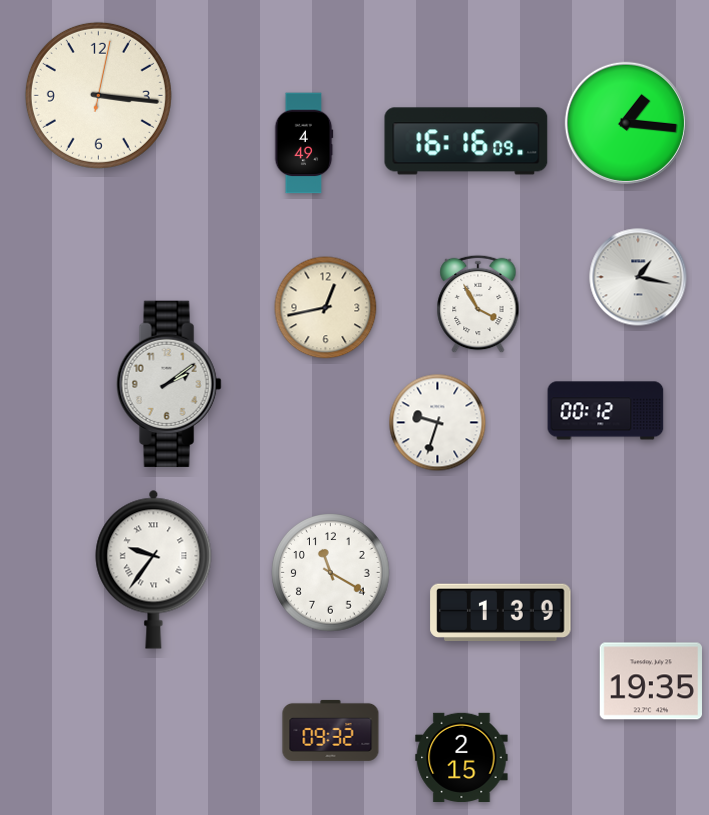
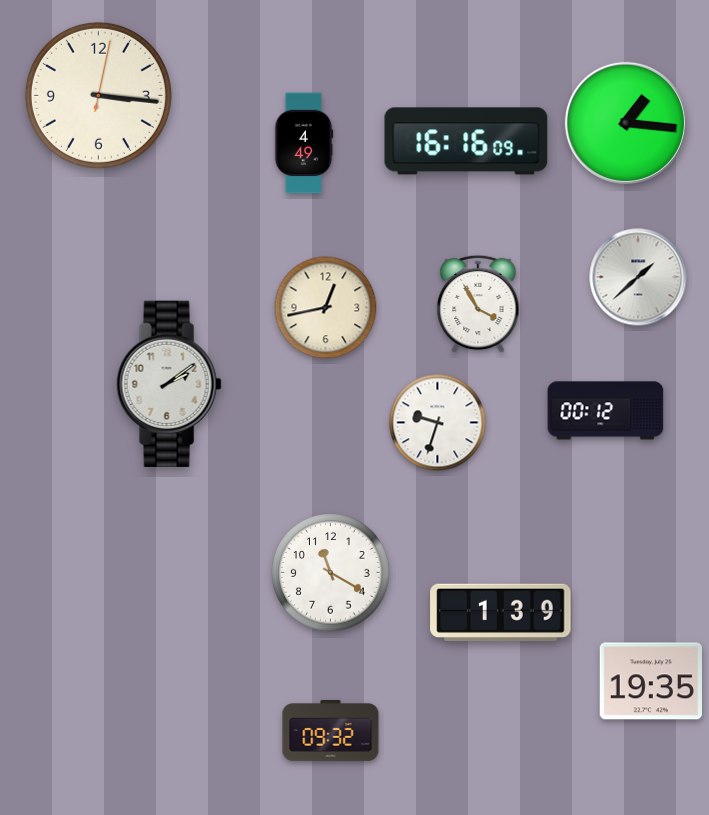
clock at (638, 277): 1:17 -> 1:38
clock at (154, 569): 9:36 -> none
clock at (462, 757): 2:15 -> none
